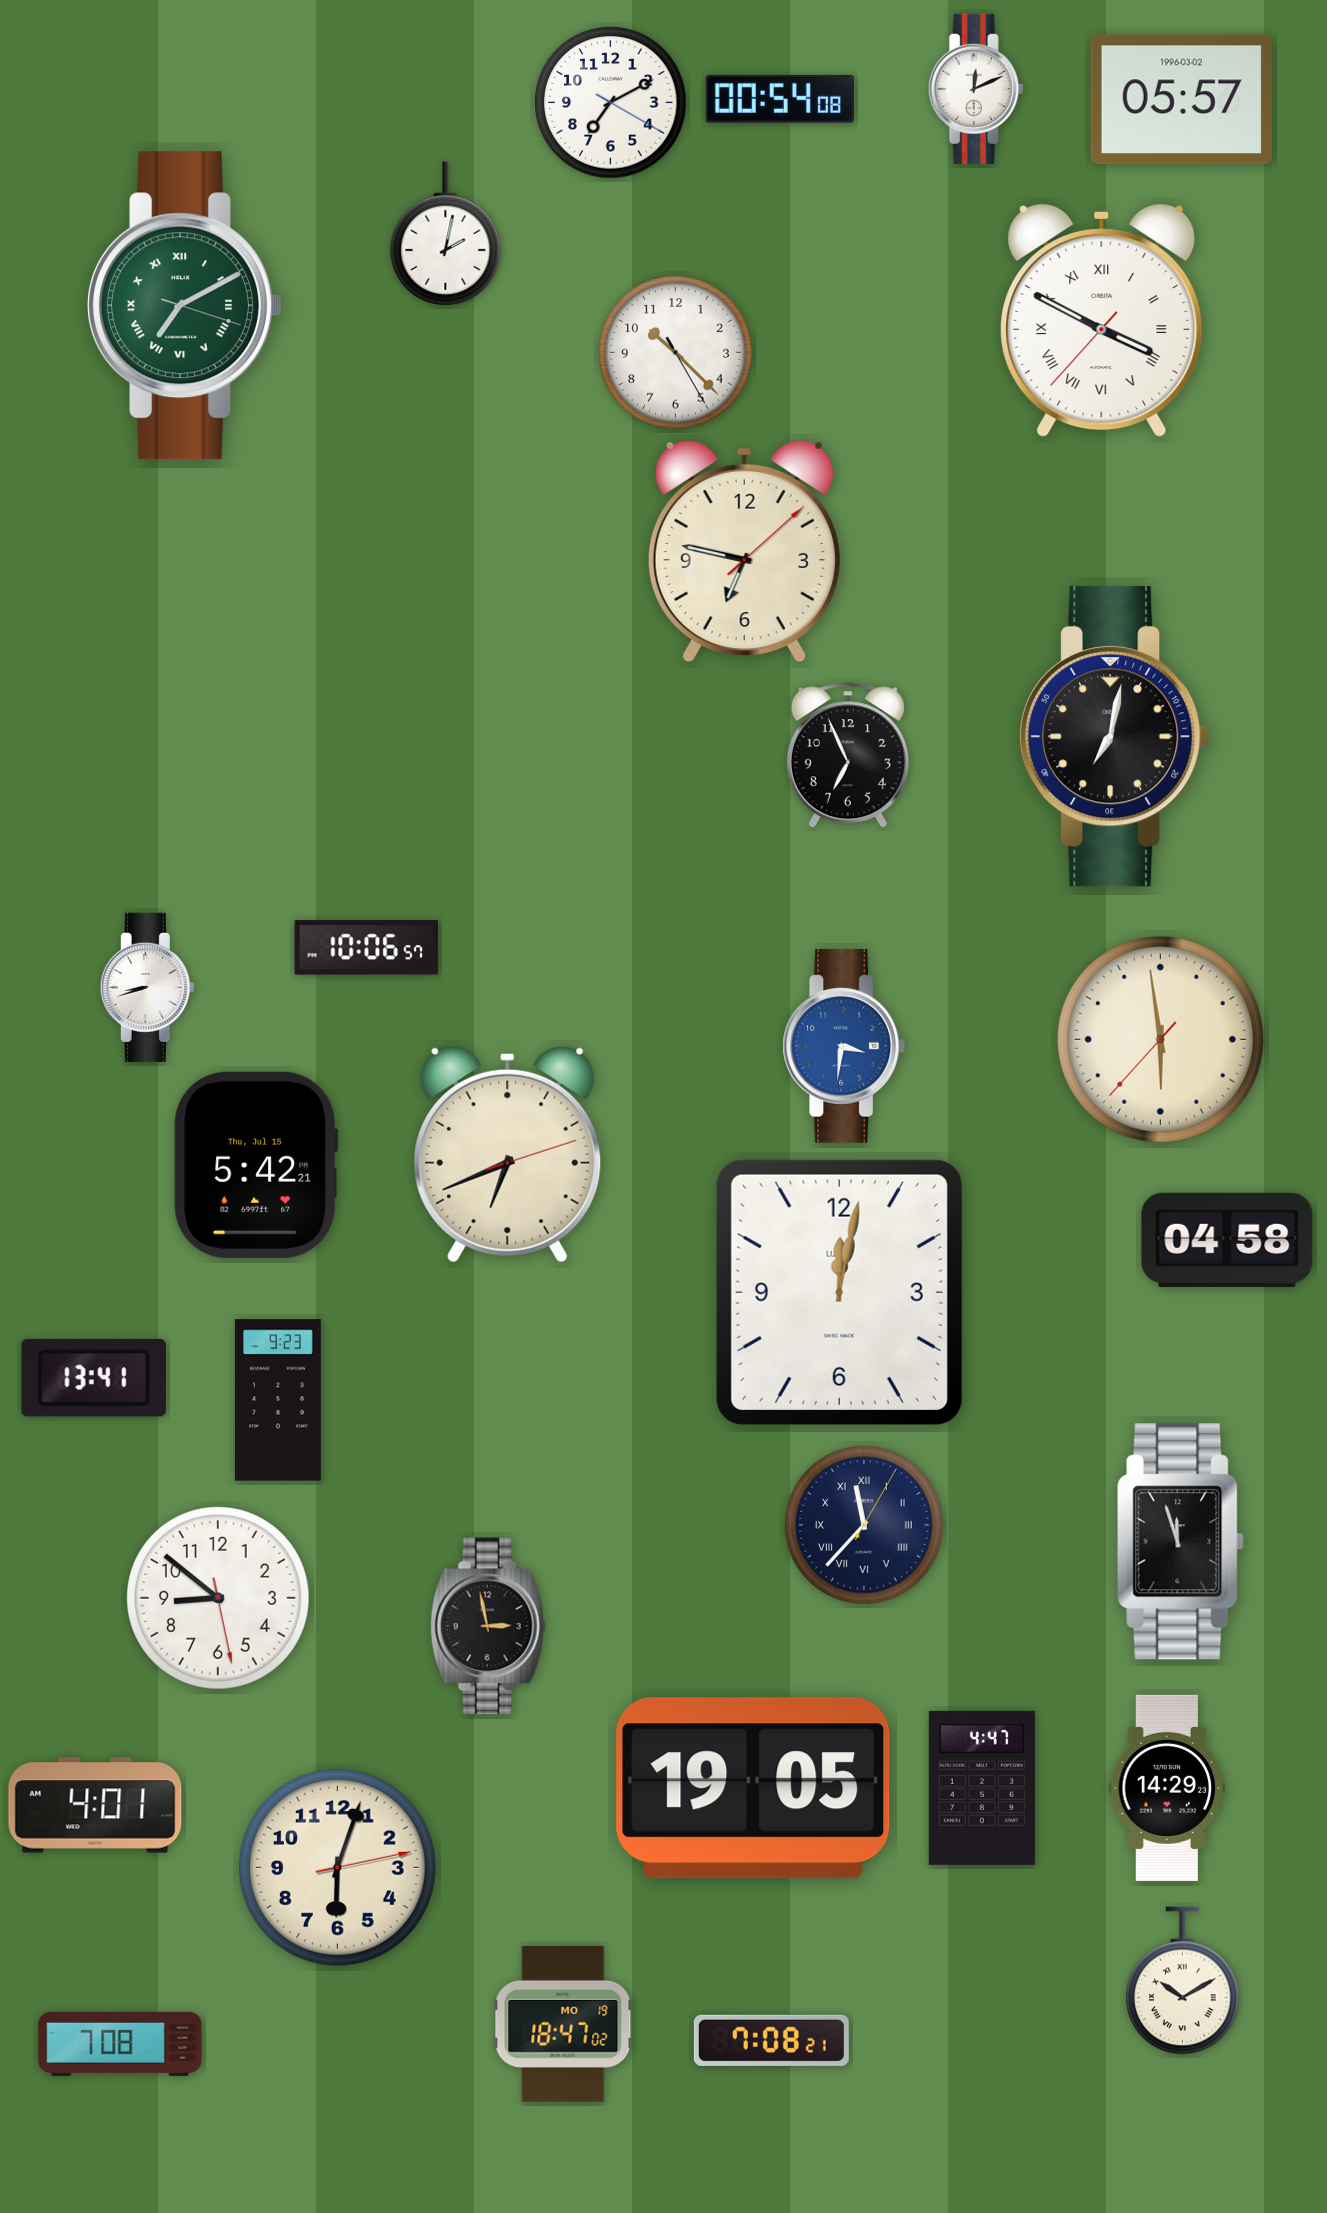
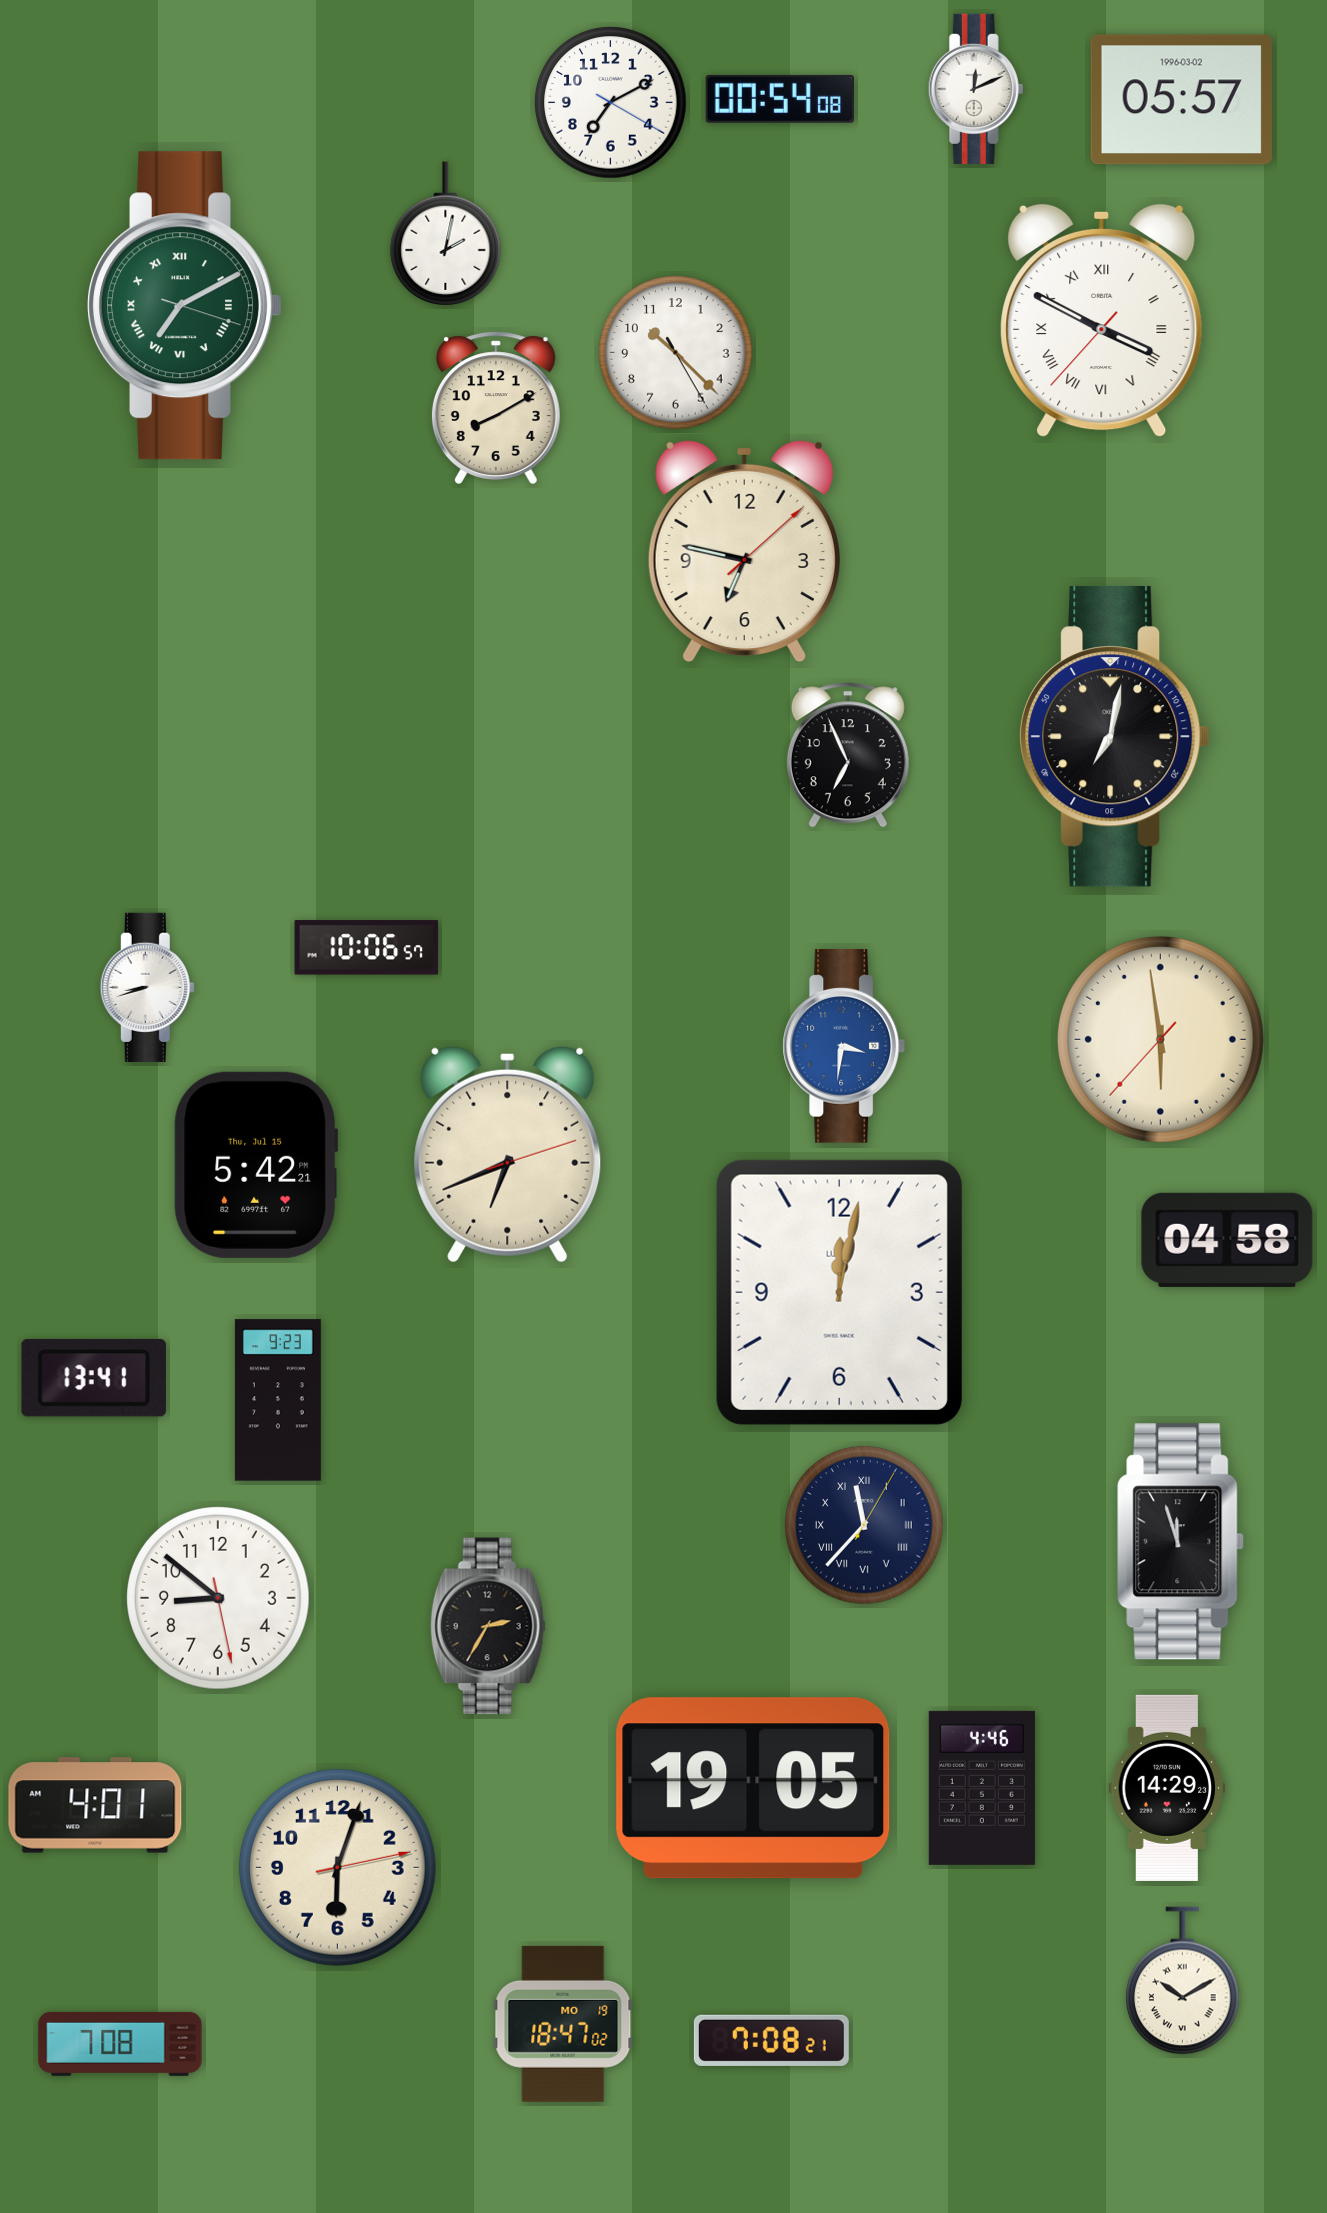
clock at (496, 408): none -> 8:10
clock at (488, 1626): 2:58 -> 2:35
clock at (982, 1788): 4:47 -> 4:46
